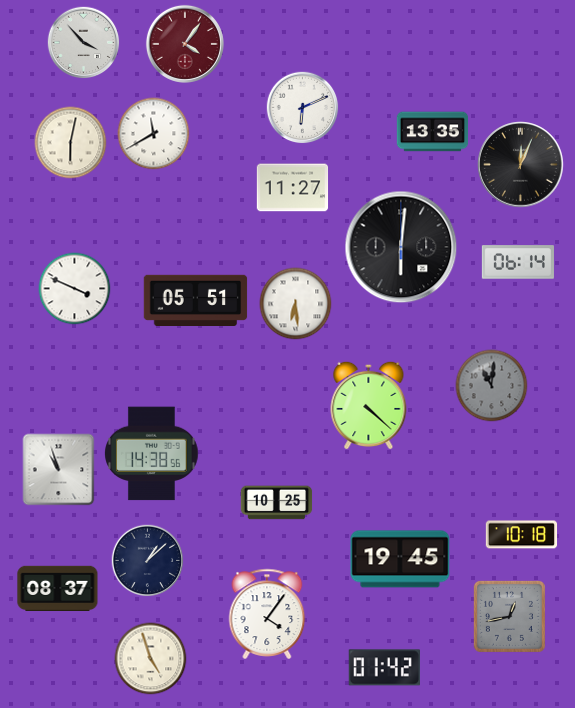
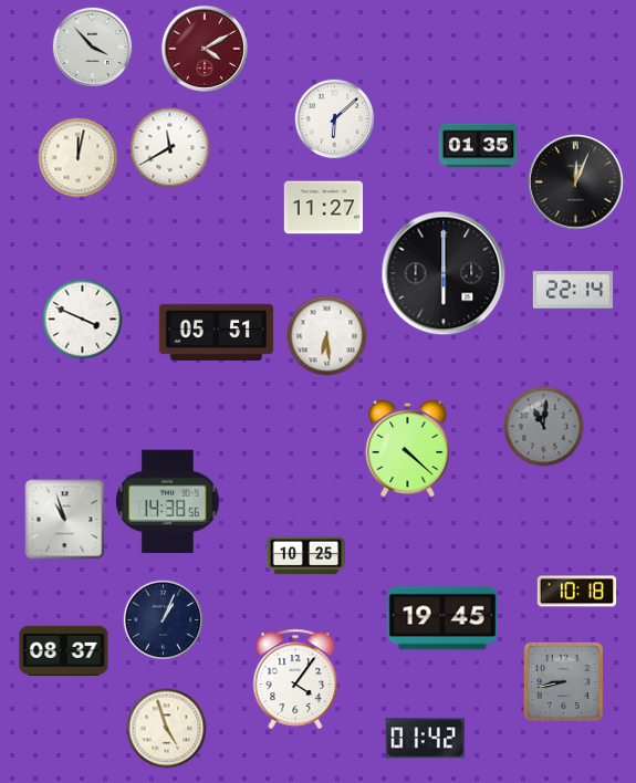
clock at (185, 44): 4:06 -> 4:10
clock at (303, 108): 6:11 -> 6:08
clock at (433, 132): 13:35 -> 01:35
clock at (71, 143): 6:02 -> 12:02
clock at (401, 247): 6:01 -> 6:00
clock at (518, 262): 06:14 -> 22:14
clock at (148, 561): 1:08 -> 1:04
clock at (509, 616): 12:43 -> 8:43
